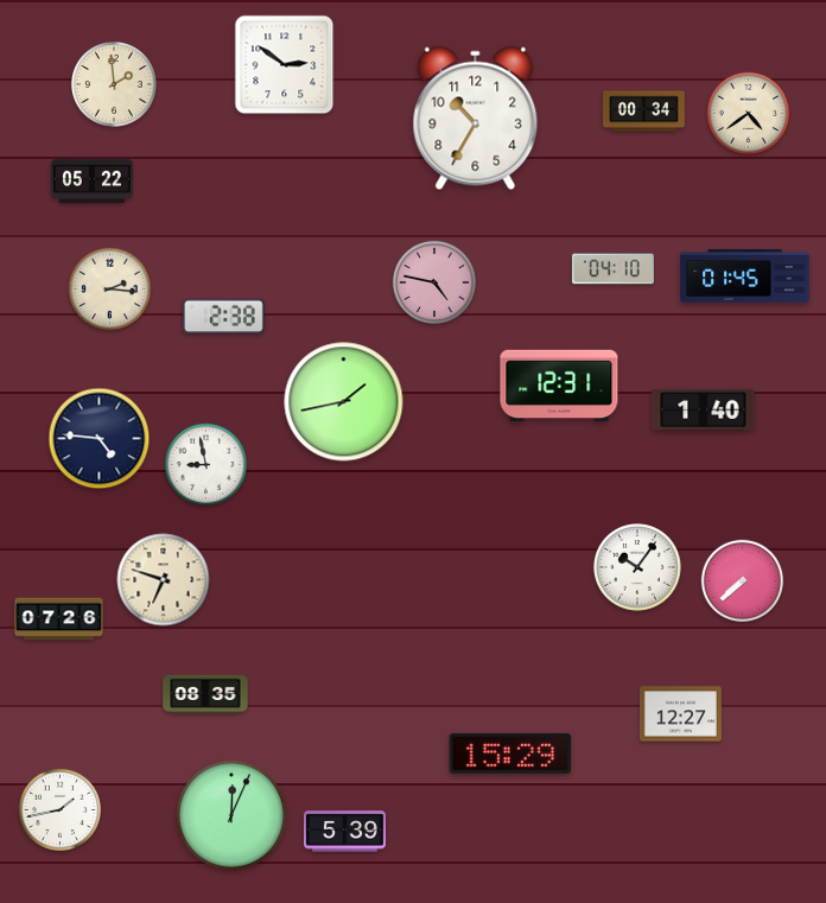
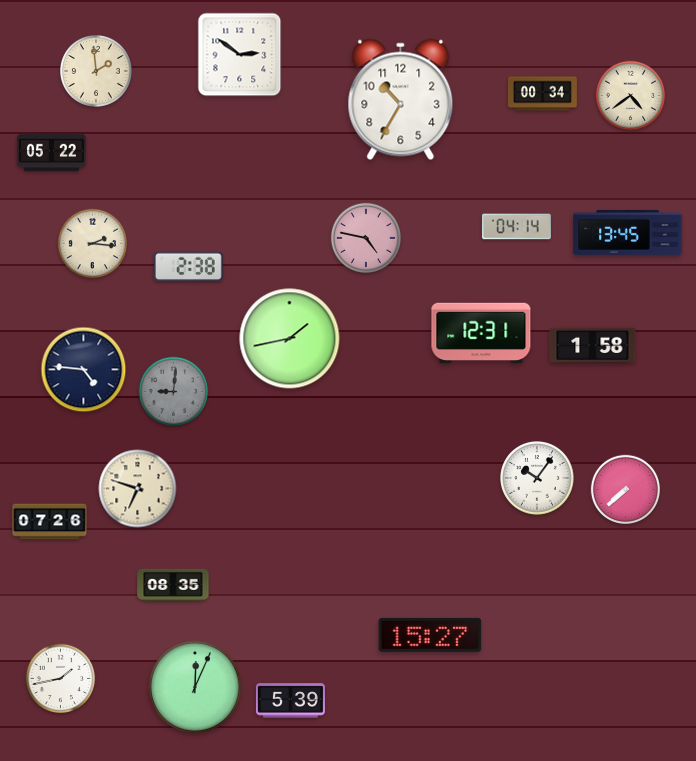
clock at (91, 182) position: (91, 182) -> (51, 153)
clock at (612, 269): 04:10 -> 04:14
clock at (745, 276): 01:45 -> 13:45
clock at (559, 386) position: (559, 386) -> (481, 333)
clock at (704, 409): 1:40 -> 1:58
clock at (206, 465): 8:58 -> 9:01
clock at (206, 465) dial: white -> grey
clock at (680, 714): 12:27 -> none
clock at (510, 753): 15:29 -> 15:27
clock at (61, 810) position: (61, 810) -> (61, 679)
